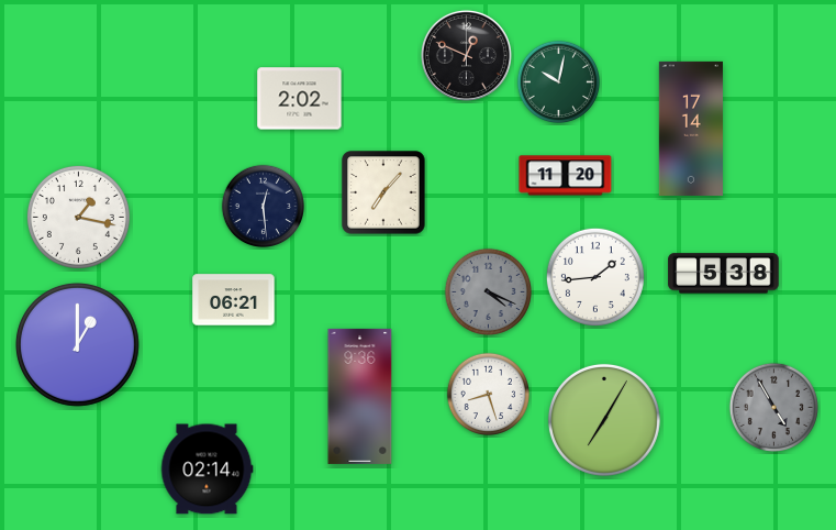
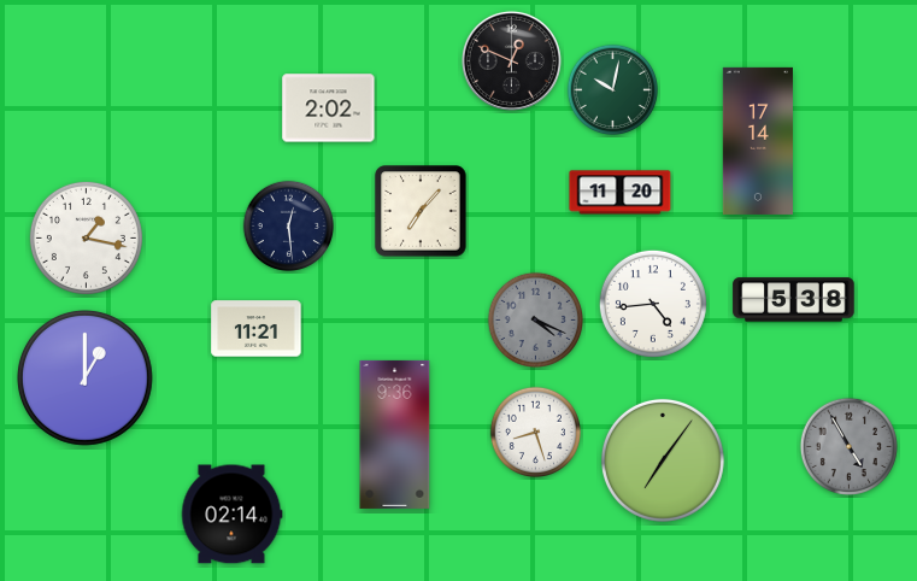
clock at (595, 277): 1:44 -> 4:44
clock at (234, 300): 06:21 -> 11:21
clock at (604, 420): 7:05 -> 7:06
clock at (207, 470) position: (207, 470) -> (231, 515)
